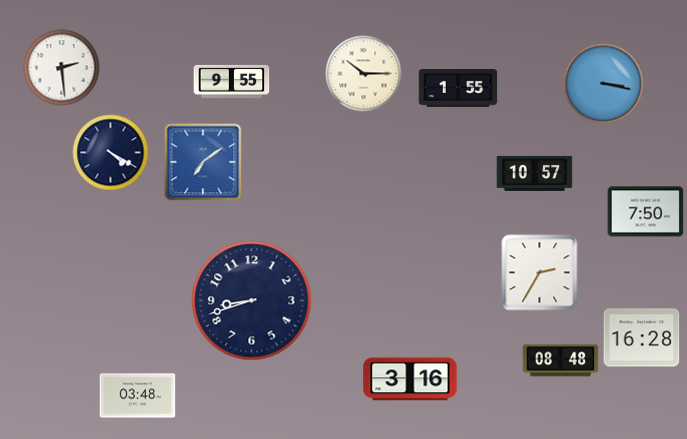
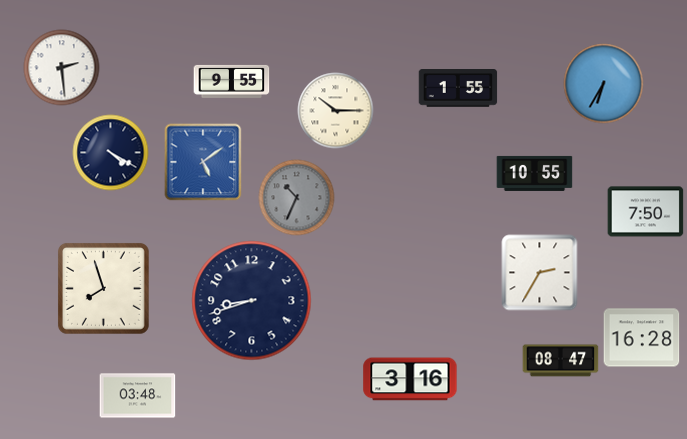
clock at (364, 74) position: (364, 74) -> (336, 111)
clock at (604, 84): 3:17 -> 6:35
clock at (203, 162): 7:09 -> 5:09
clock at (535, 173): 10:57 -> 10:55
clock at (297, 198): none -> 10:34
clock at (103, 288): none -> 7:57
clock at (561, 361): 08:48 -> 08:47
